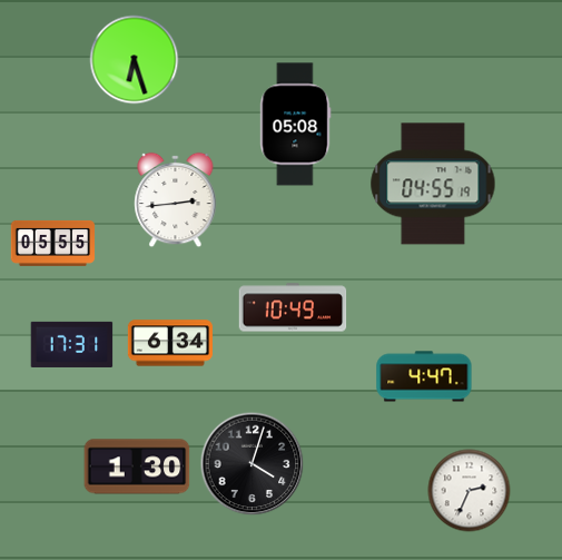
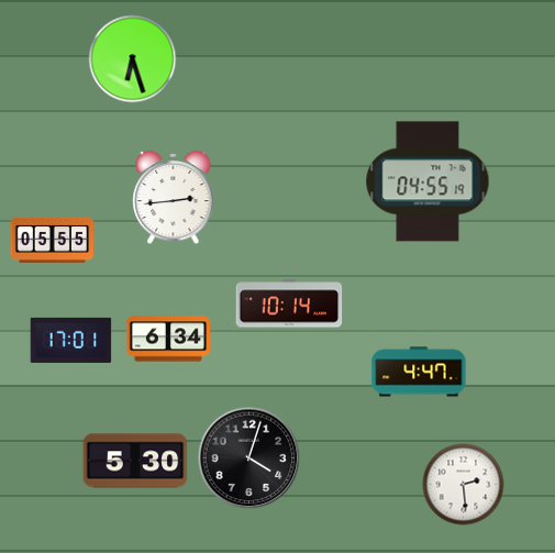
clock at (296, 125): 05:08 -> none
clock at (293, 307): 10:49 -> 10:14
clock at (72, 344): 17:31 -> 17:01
clock at (137, 466): 1:30 -> 5:30
clock at (470, 491): 2:34 -> 2:29
